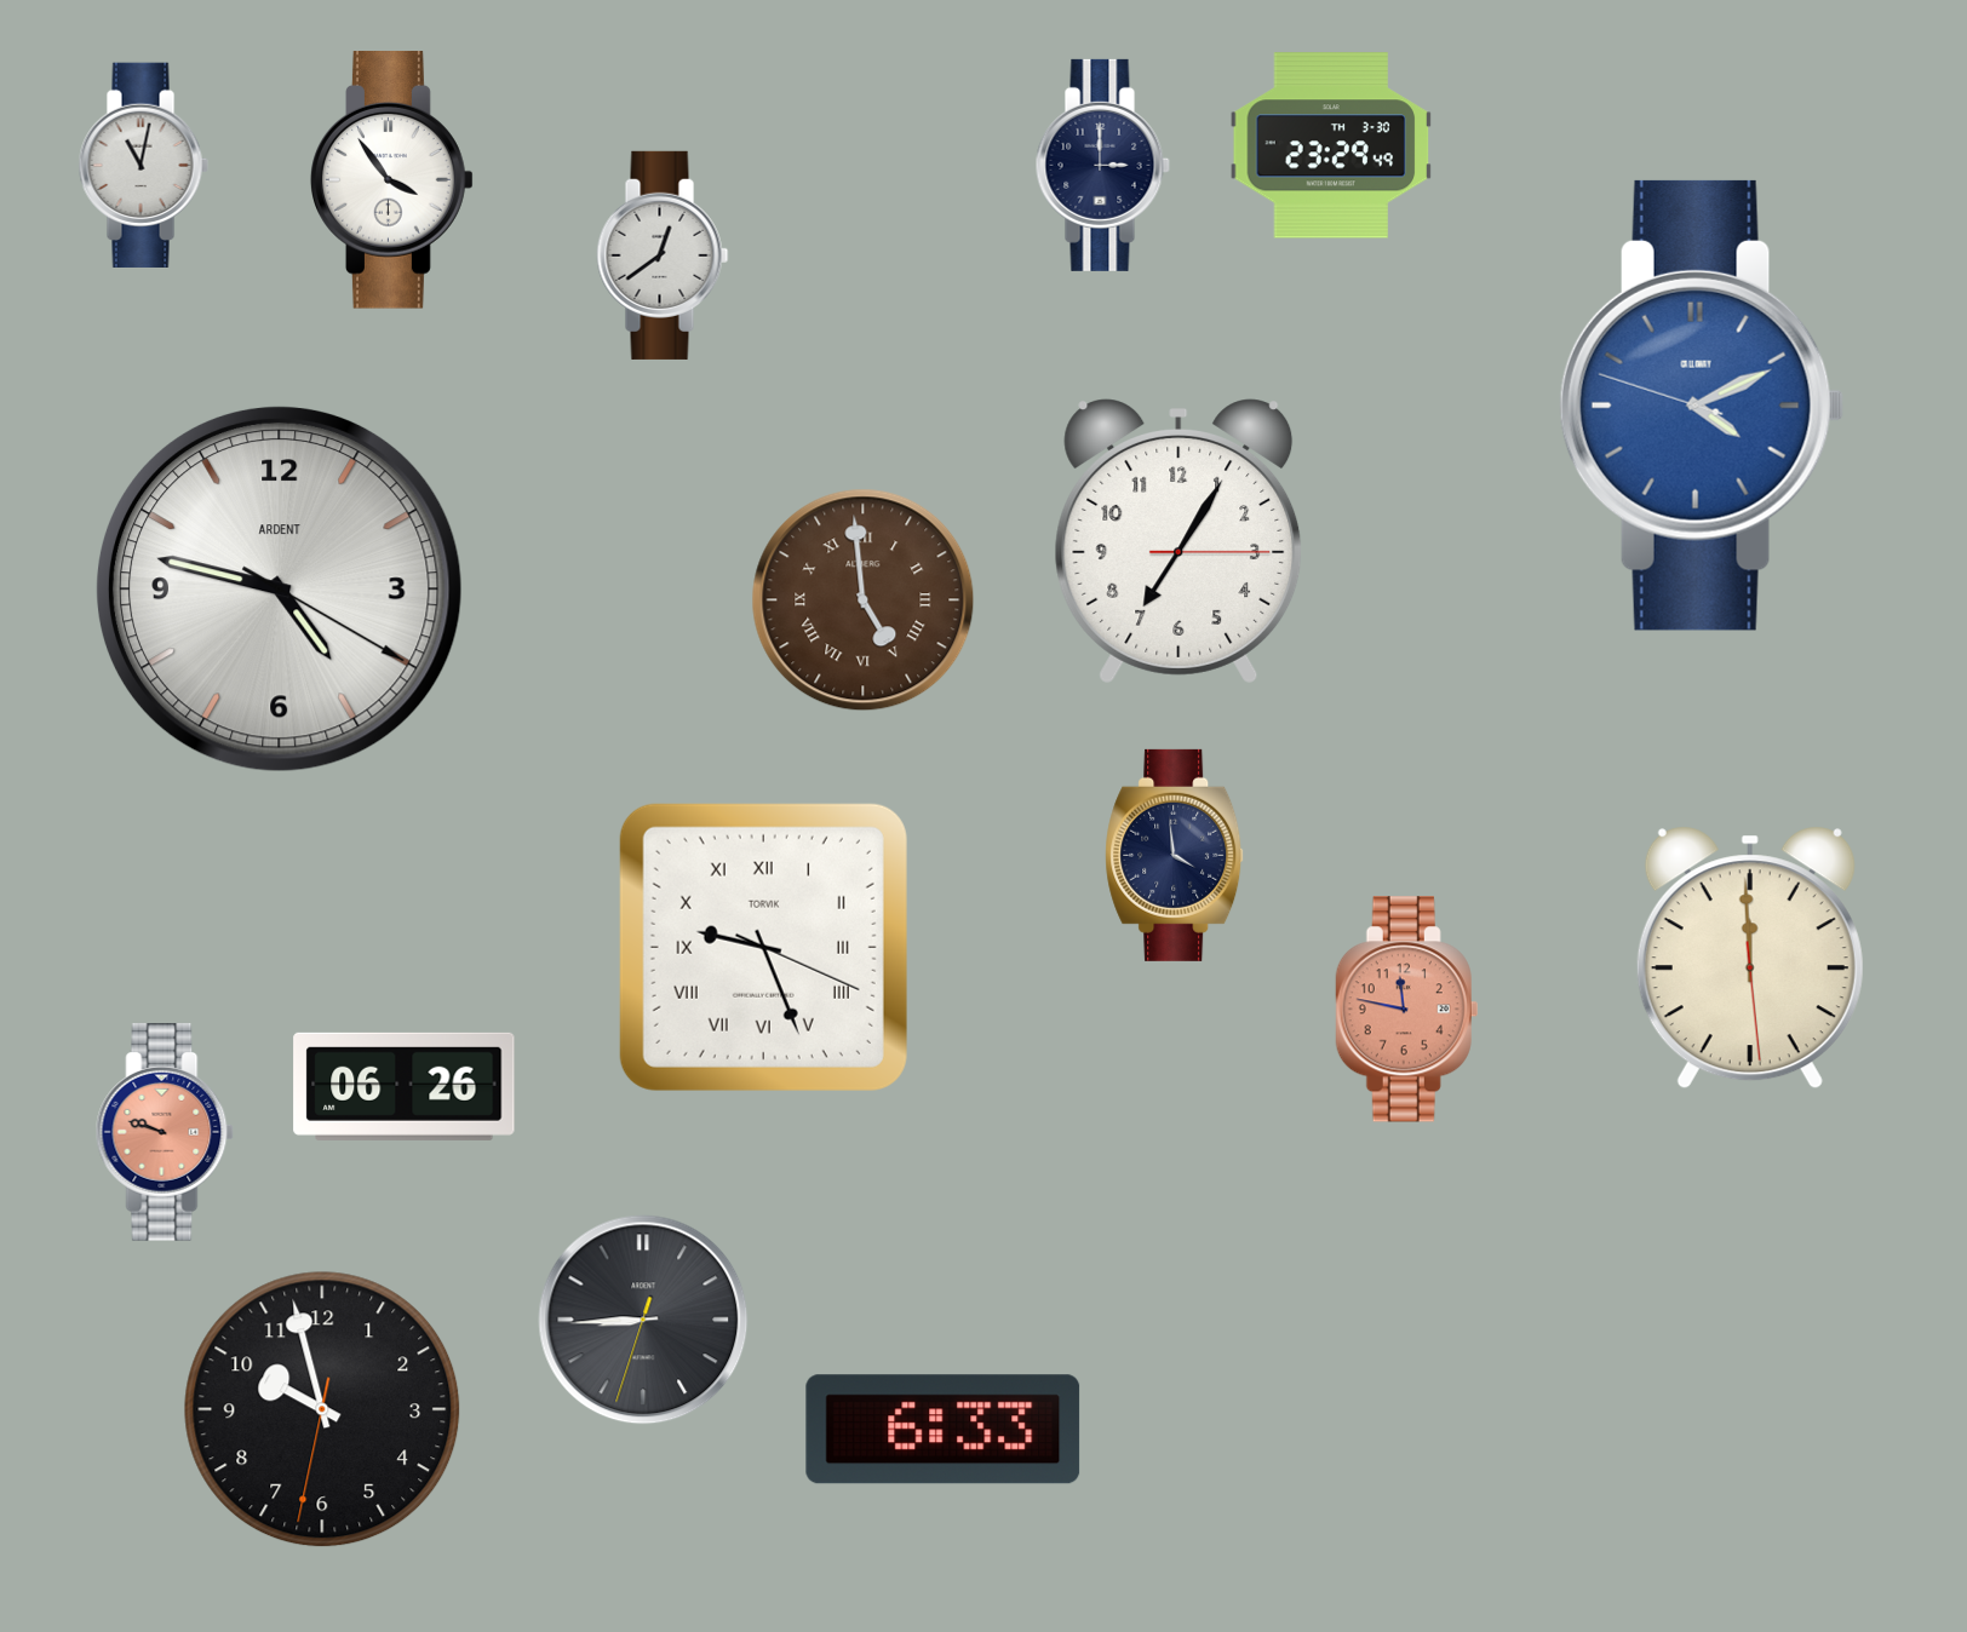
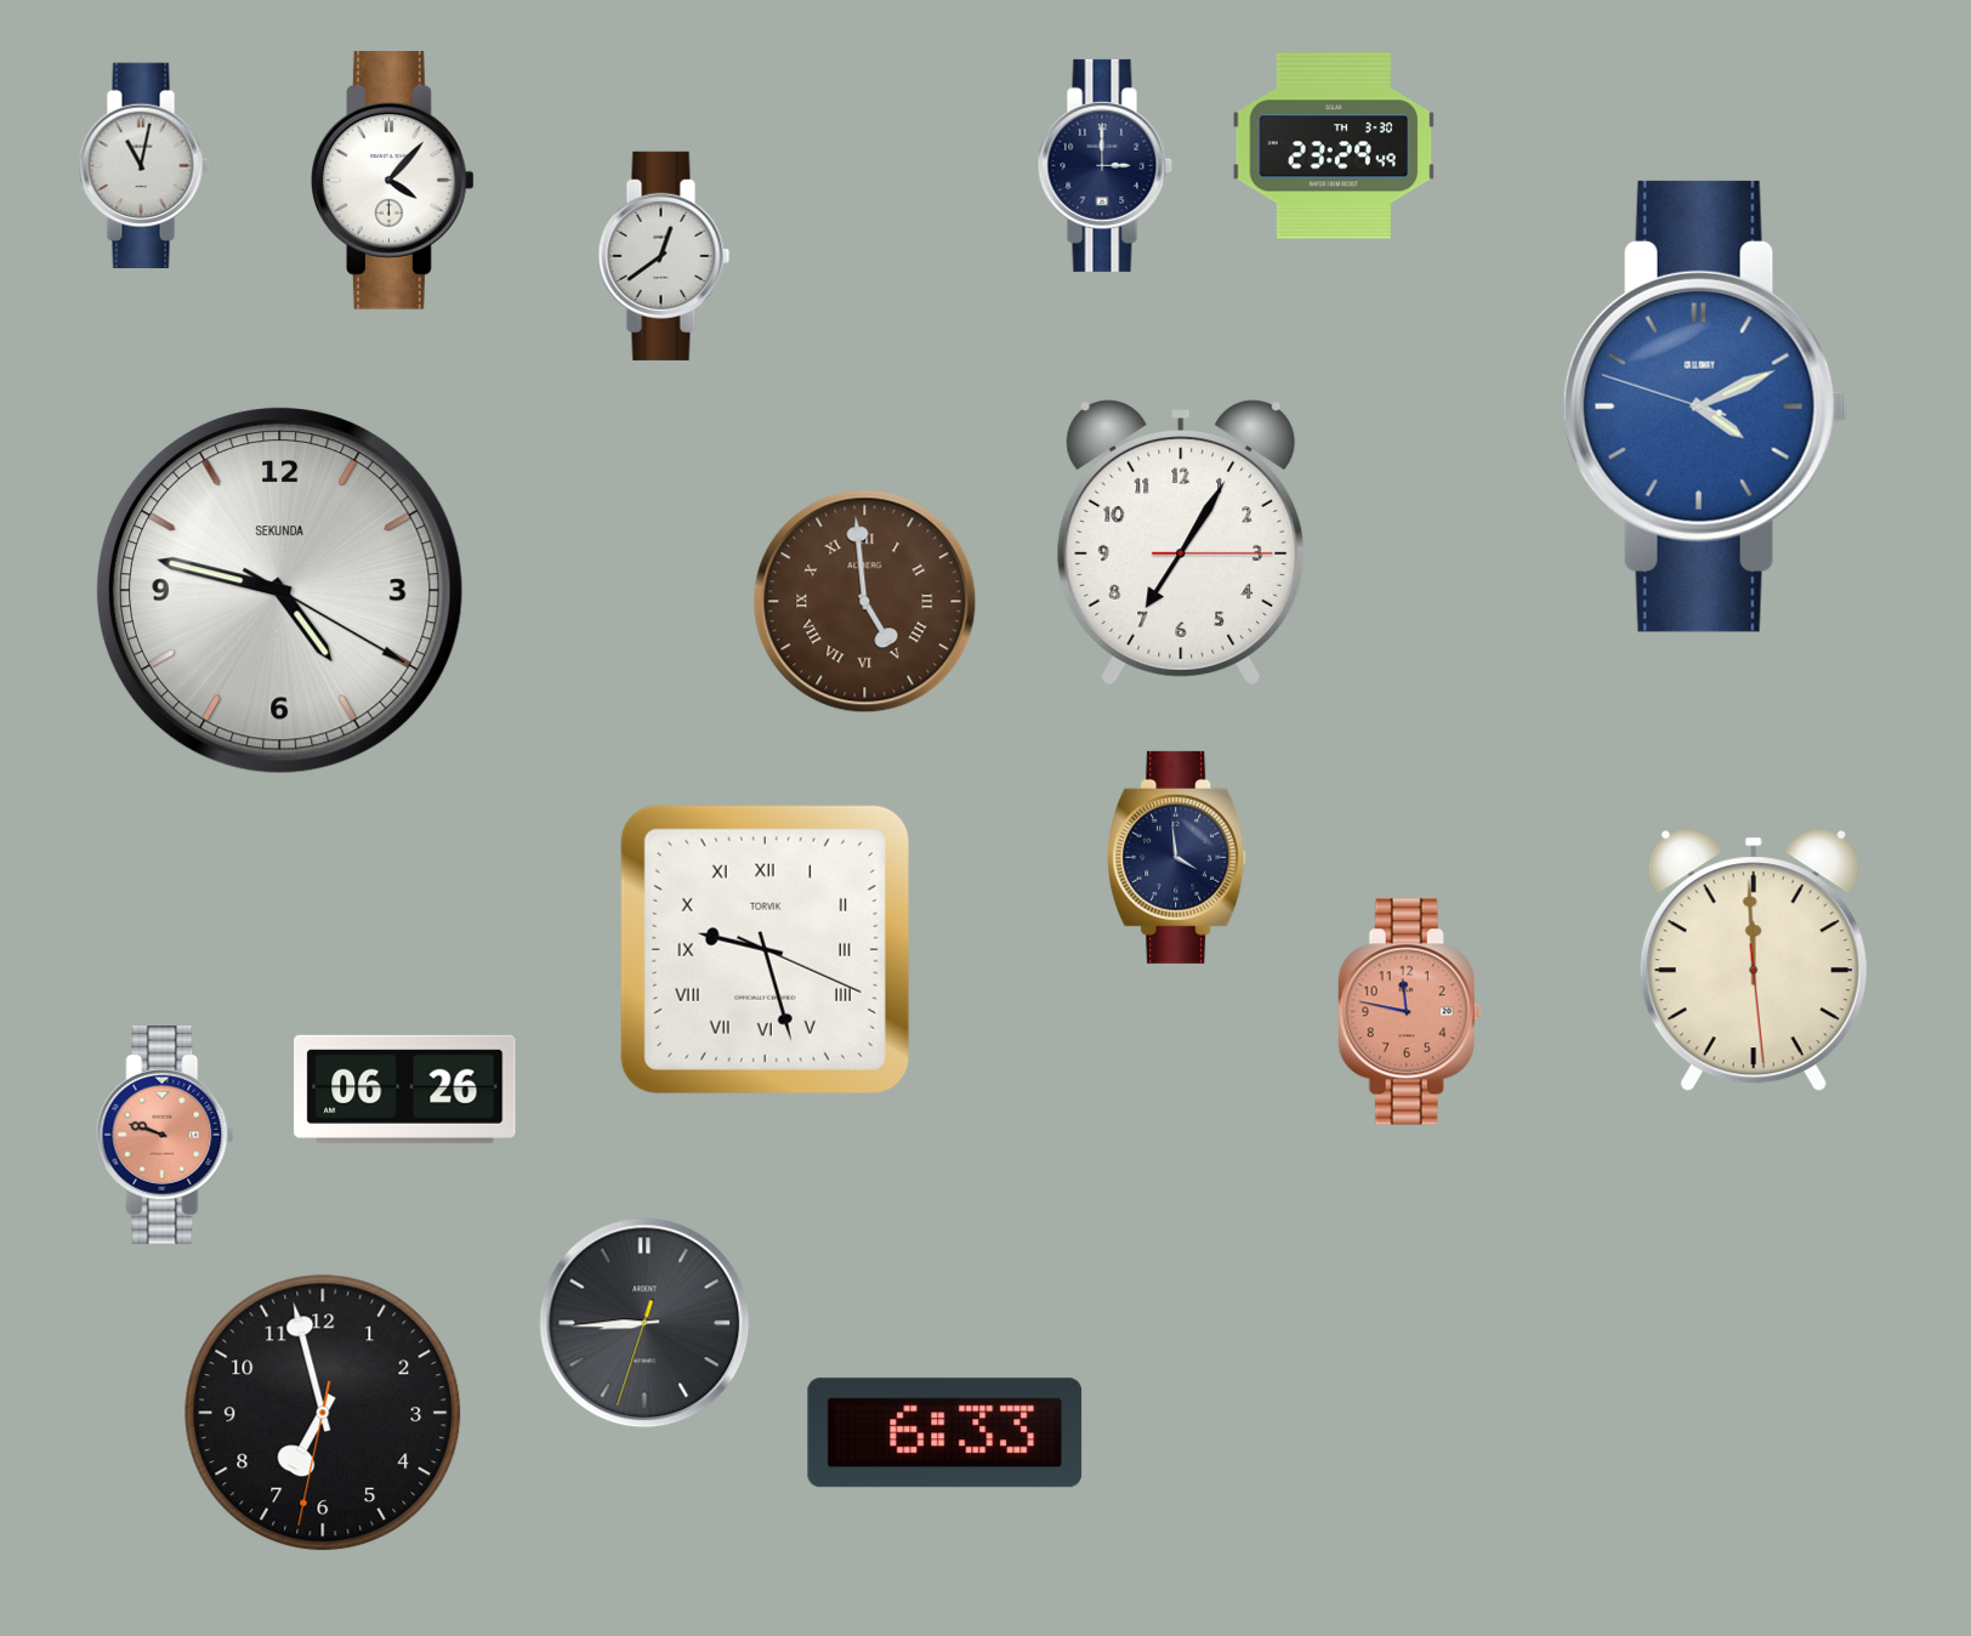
clock at (392, 180): 3:54 -> 4:07
clock at (279, 588) brand: ARDENT -> SEKUNDA
clock at (763, 947): 9:26 -> 9:27
clock at (322, 1409): 9:57 -> 6:57
